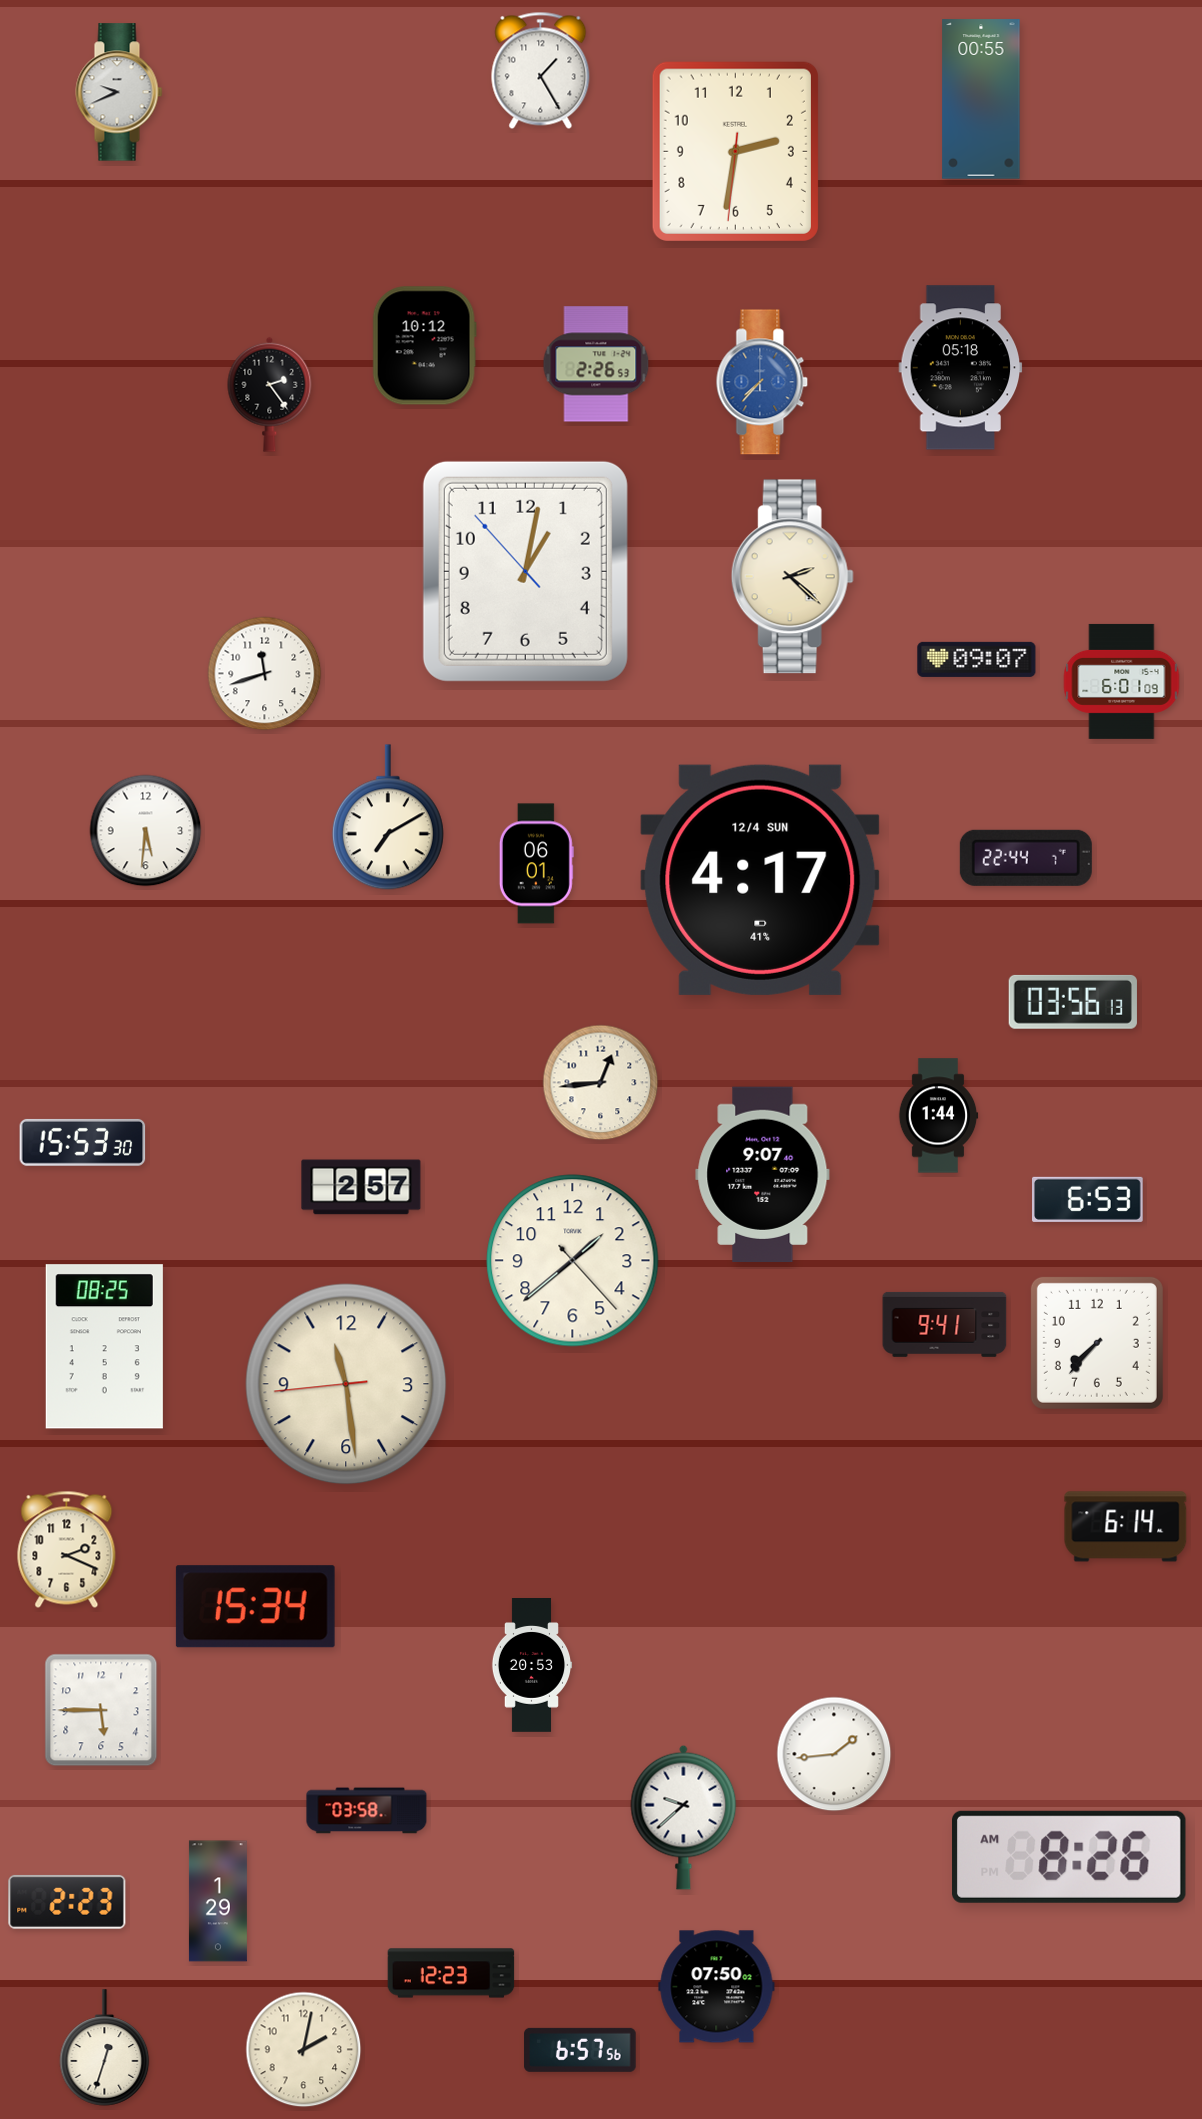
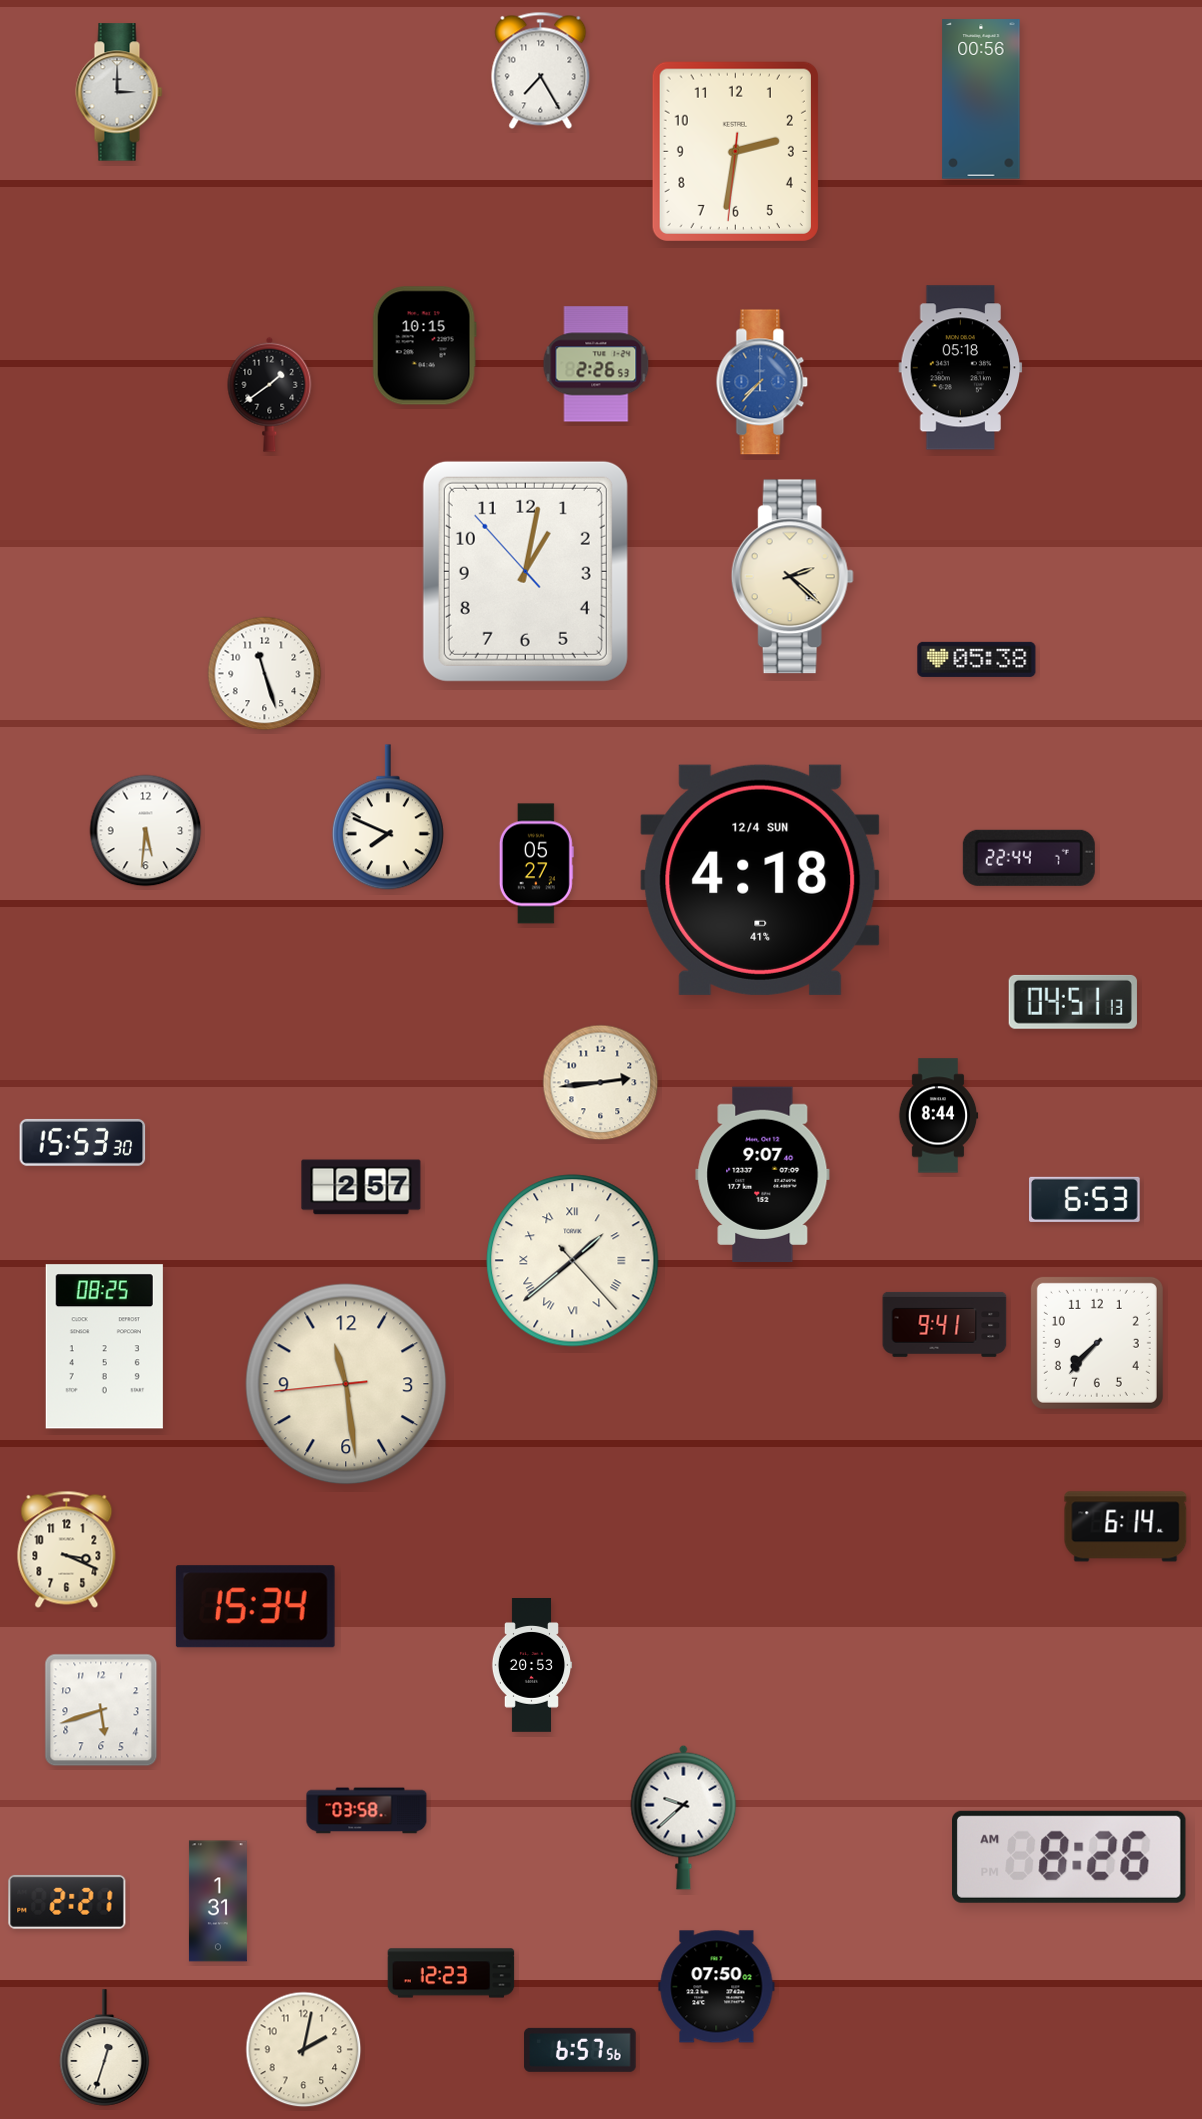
clock at (541, 70): 1:25 -> 7:25
clock at (119, 92): 9:41 -> 3:00
clock at (981, 99): 00:55 -> 00:56
clock at (424, 346): 10:12 -> 10:15
clock at (270, 394): 2:24 -> 1:39
clock at (977, 659): 09:07 -> 05:38
clock at (265, 674): 11:42 -> 11:27
clock at (1122, 681): 6:01 -> none
clock at (388, 817): 7:10 -> 7:49
clock at (1026, 858) position: (1026, 858) -> (1029, 858)
clock at (536, 864): 06:01 -> 05:27
clock at (760, 880): 4:17 -> 4:18
clock at (1073, 1002): 03:56 -> 04:51
clock at (601, 1083): 12:44 -> 2:44
clock at (938, 1116): 1:44 -> 8:44
clock at (1088, 1199) position: (1088, 1199) -> (1085, 1199)
clock at (573, 1261) numerals: Arabic -> Roman
clock at (67, 1549): 2:19 -> 3:19
clock at (101, 1710): 5:45 -> 5:42
clock at (834, 1754): 1:44 -> none
clock at (218, 1901): 1:29 -> 1:31
clock at (67, 1902): 2:23 -> 2:21
